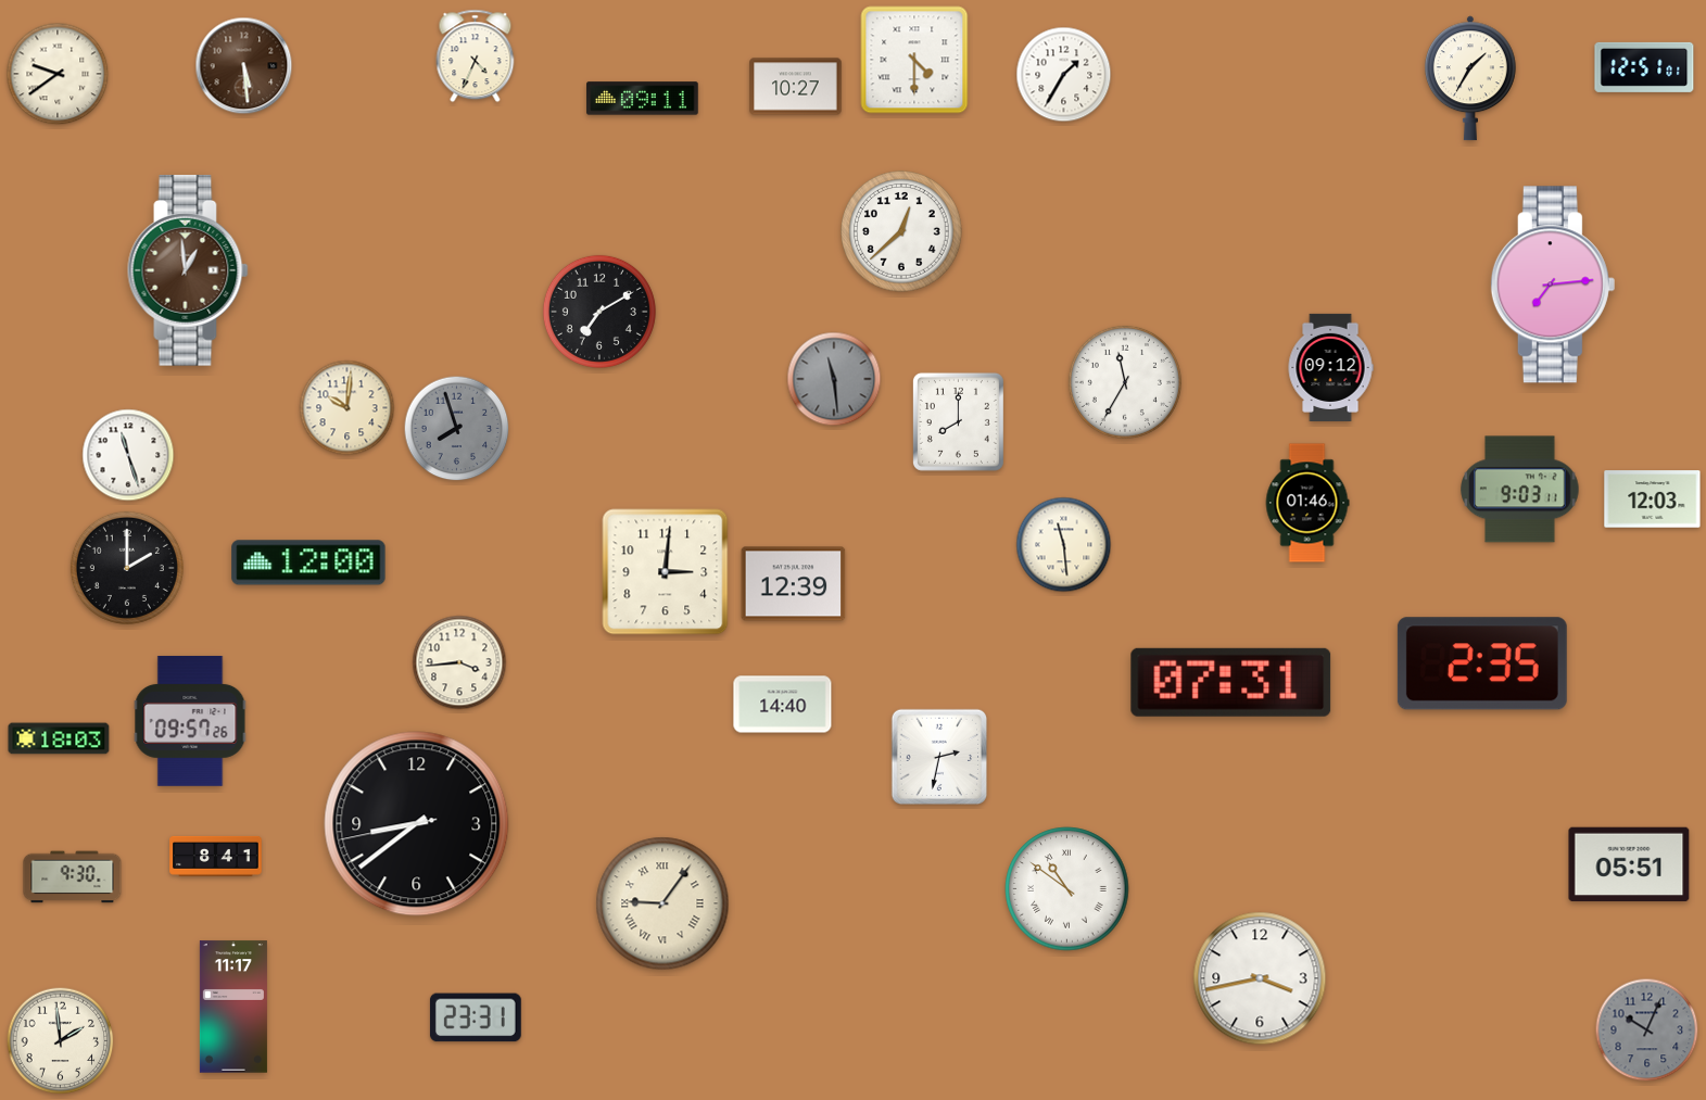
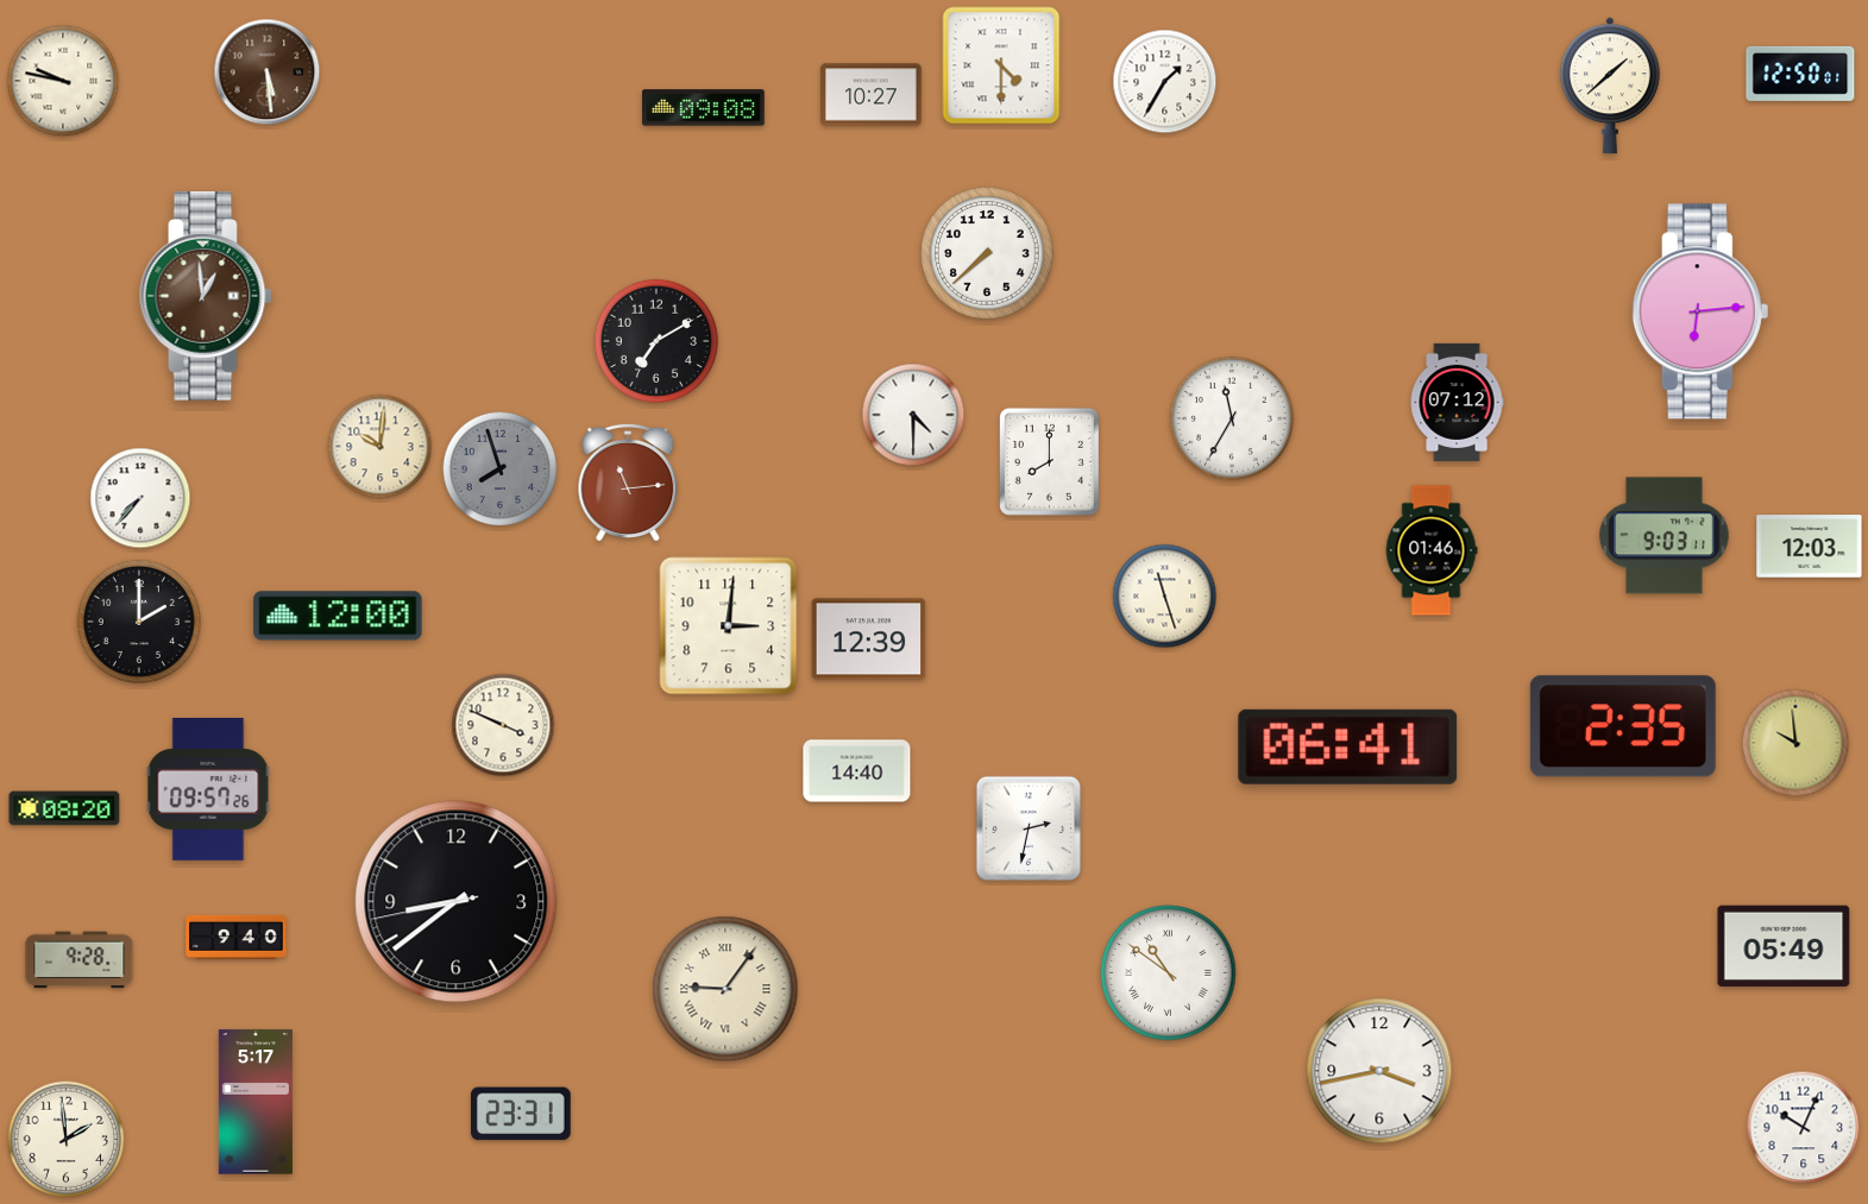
clock at (476, 56): 4:34 -> none
clock at (1644, 67): 12:51 -> 12:50
clock at (58, 74): 9:39 -> 9:47
clock at (1470, 78): 1:35 -> 1:38
clock at (643, 99): 09:11 -> 09:08
clock at (901, 231): 12:38 -> 7:38
clock at (1553, 285): 7:14 -> 6:14
clock at (1330, 367): 09:12 -> 07:12
clock at (834, 379): 11:29 -> 4:30
clock at (834, 379) dial: grey -> white
clock at (628, 483): none -> 11:14
clock at (128, 455): 11:27 -> 7:37
clock at (1064, 545): 11:29 -> 11:27
clock at (459, 662): 3:44 -> 3:49
clock at (1795, 743): none -> 9:59
clock at (1231, 682): 07:31 -> 06:41
clock at (59, 738): 18:03 -> 08:20
clock at (216, 856): 8:41 -> 9:40
clock at (1629, 864): 05:51 -> 05:49
clock at (73, 877): 9:30 -> 9:28
clock at (233, 1007): 11:17 -> 5:17
clock at (1647, 1031) dial: grey -> white
